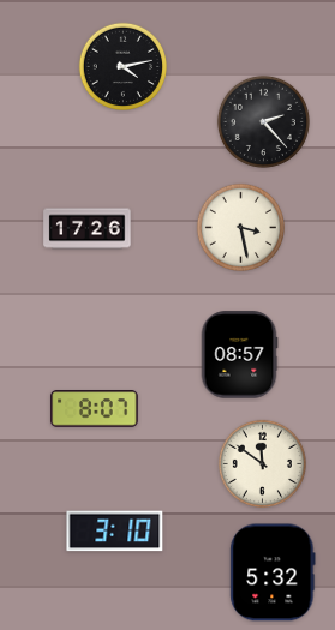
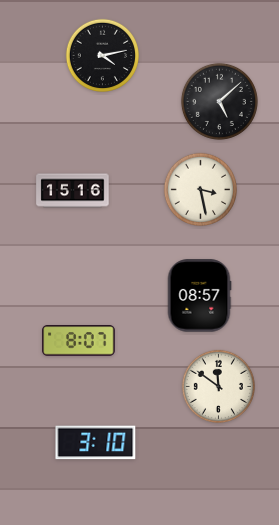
clock at (263, 121): 2:23 -> 5:08
clock at (88, 229): 17:26 -> 15:16
clock at (273, 572): 5:32 -> none
